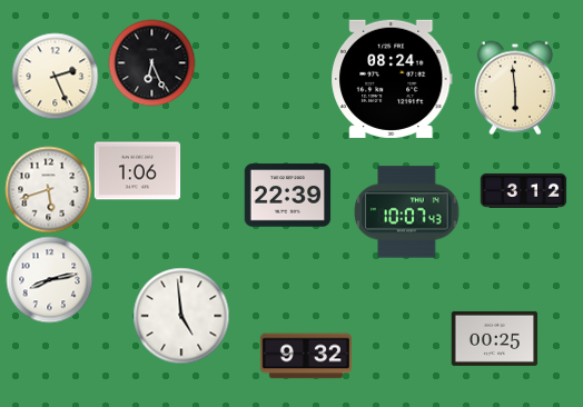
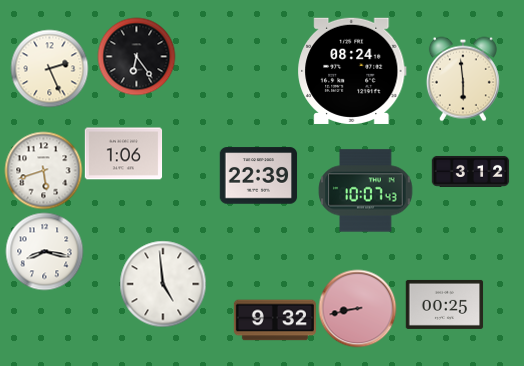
clock at (151, 62): 6:26 -> 6:24
clock at (49, 279): 8:13 -> 8:17
clock at (357, 308): none -> 8:43
